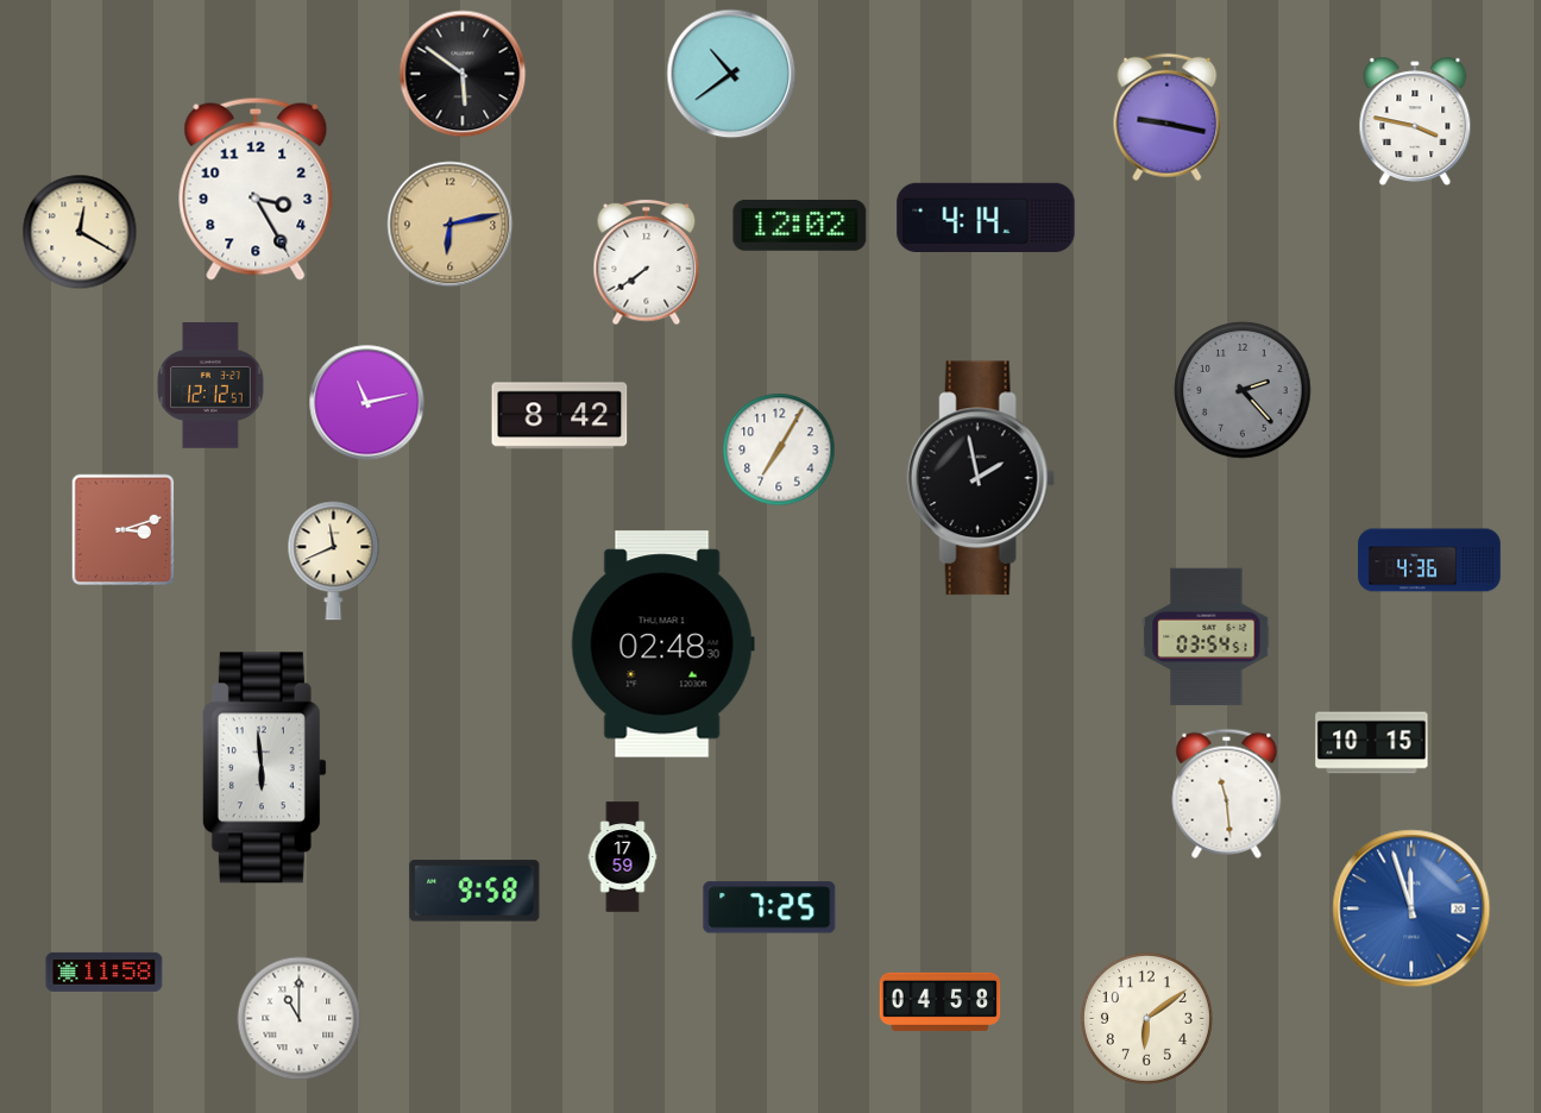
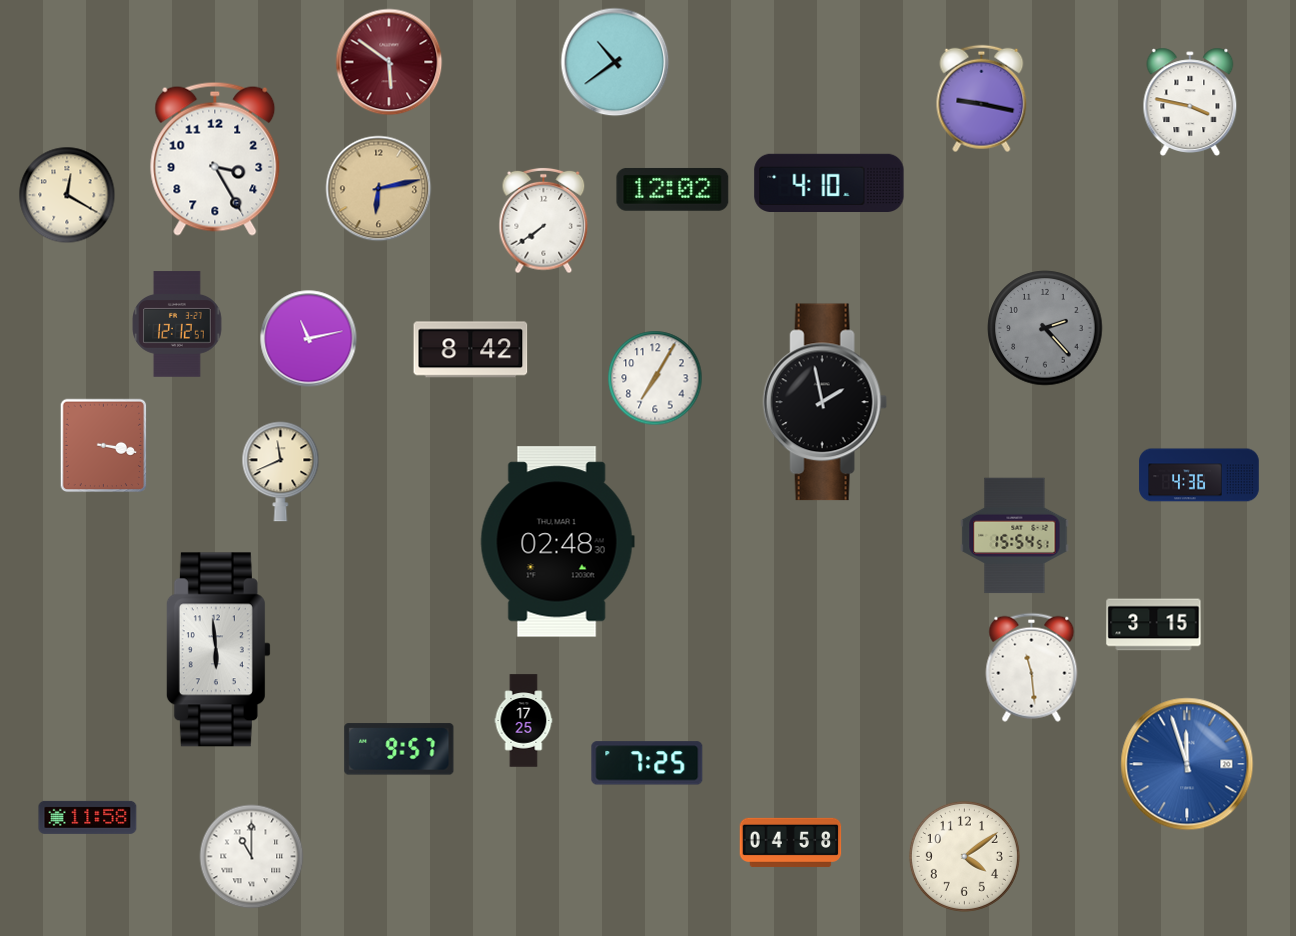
clock at (463, 74) dial: black -> burgundy
clock at (986, 218): 4:14 -> 4:10
clock at (124, 530): 3:12 -> 3:17
clock at (1429, 560) position: (1429, 560) -> (1199, 475)
clock at (1207, 637): 03:54 -> 15:54
clock at (1372, 743): 10:15 -> 3:15
clock at (264, 768) position: (264, 768) -> (218, 650)
clock at (623, 857): 17:59 -> 17:25
clock at (474, 891): 9:58 -> 9:57
clock at (1146, 1018): 6:09 -> 4:09
